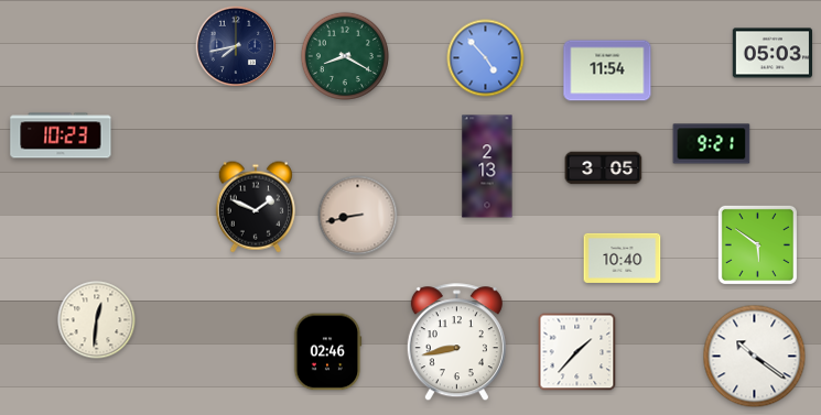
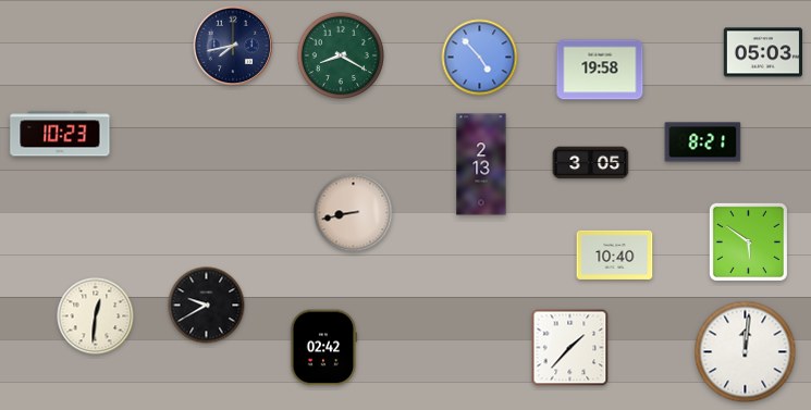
clock at (607, 70): 11:54 -> 19:58
clock at (712, 144): 9:21 -> 8:21
clock at (604, 168) position: (604, 168) -> (591, 163)
clock at (256, 207): 1:49 -> none
clock at (207, 306): none -> 9:40
clock at (456, 342): 8:43 -> none
clock at (327, 352): 02:46 -> 02:42
clock at (755, 357): 10:21 -> 12:01
